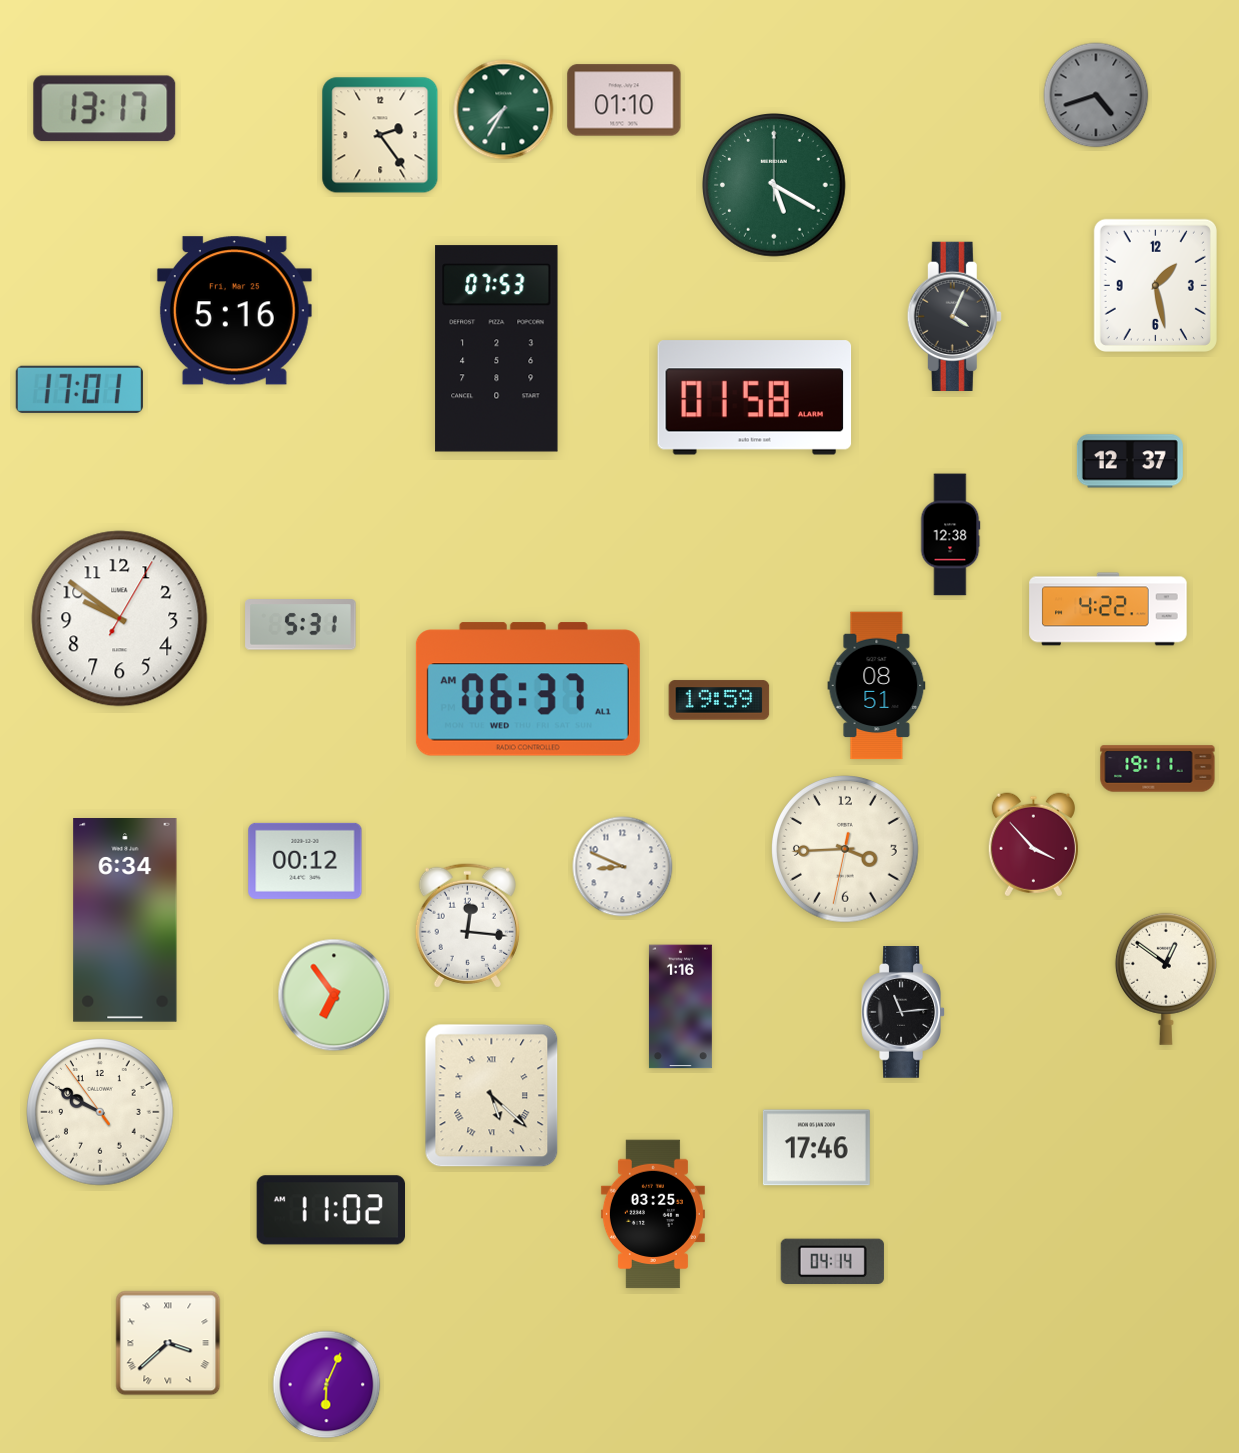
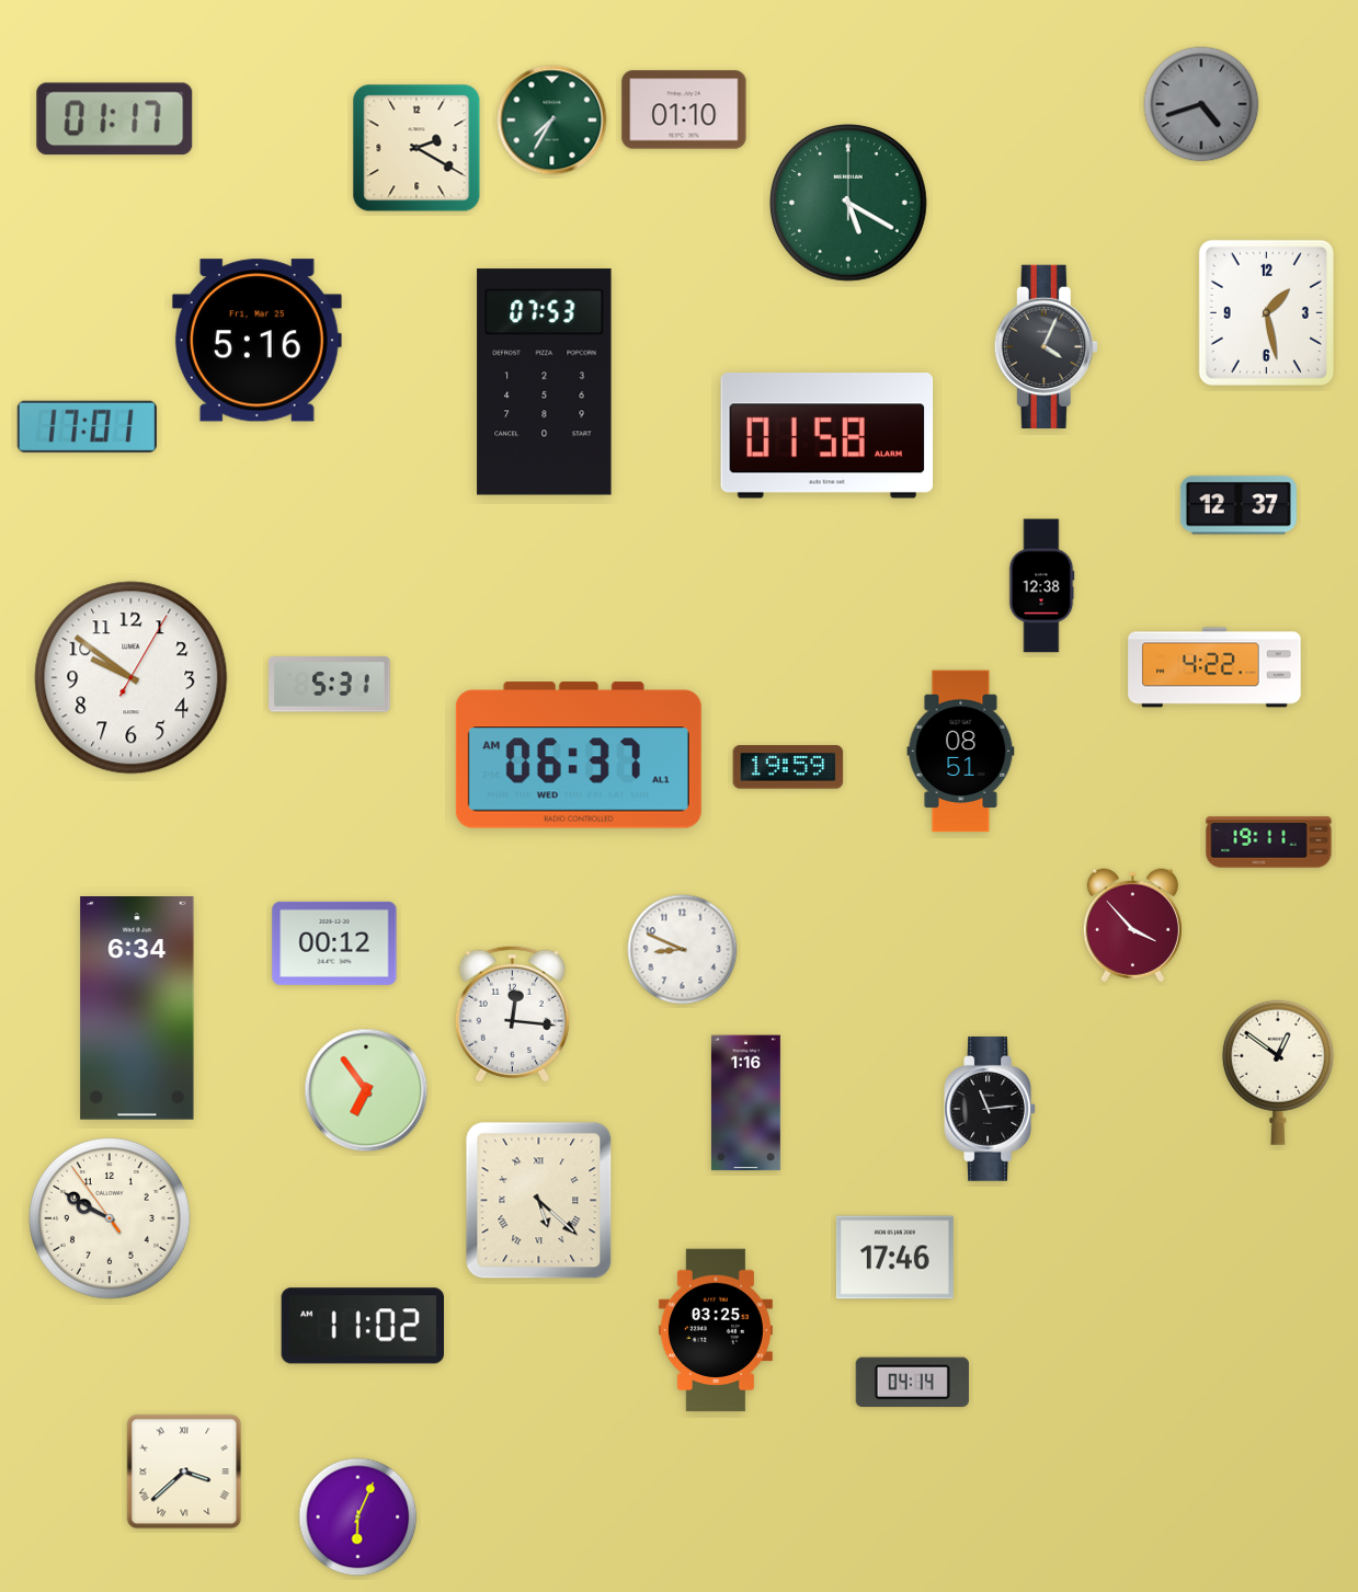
clock at (105, 109): 13:17 -> 01:17
clock at (380, 135): 2:24 -> 2:20
clock at (845, 849): 3:44 -> none
